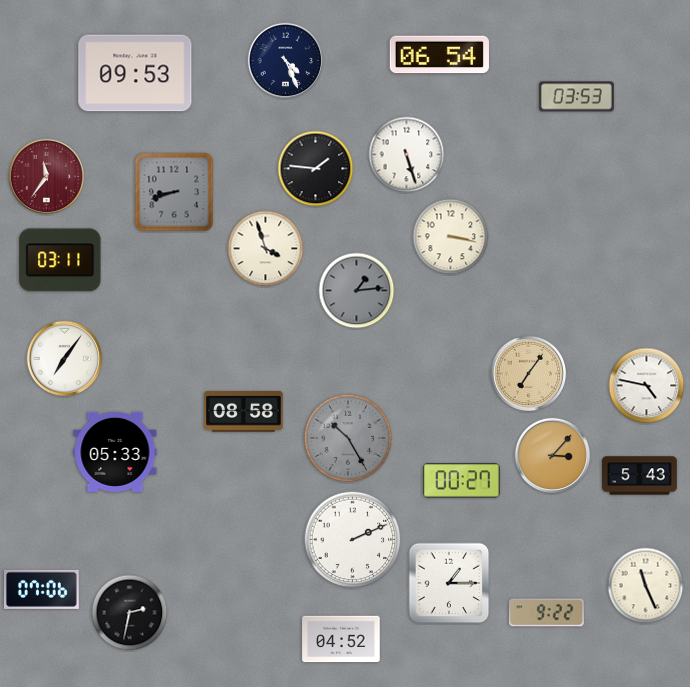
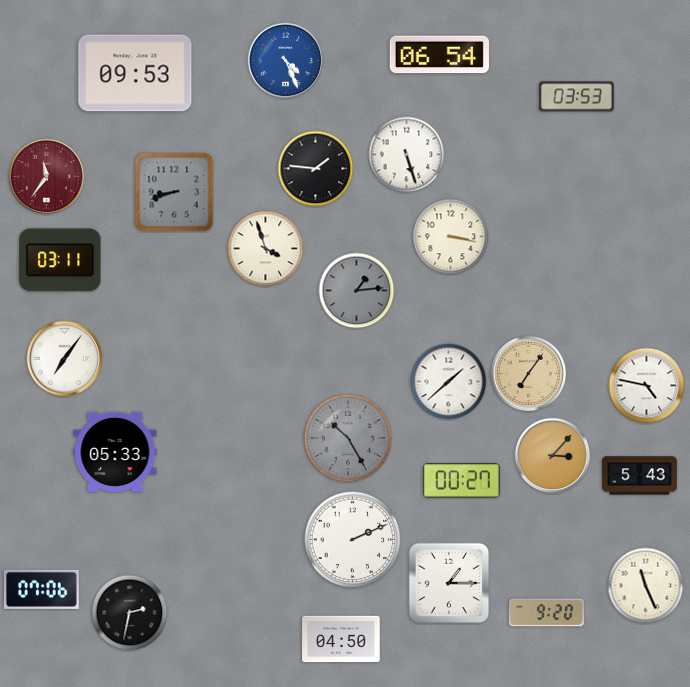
clock at (286, 61) dial: navy -> blue
clock at (449, 382): none -> 1:38
clock at (244, 412): 08:58 -> none
clock at (546, 613): 9:22 -> 9:20
clock at (341, 639): 04:52 -> 04:50
